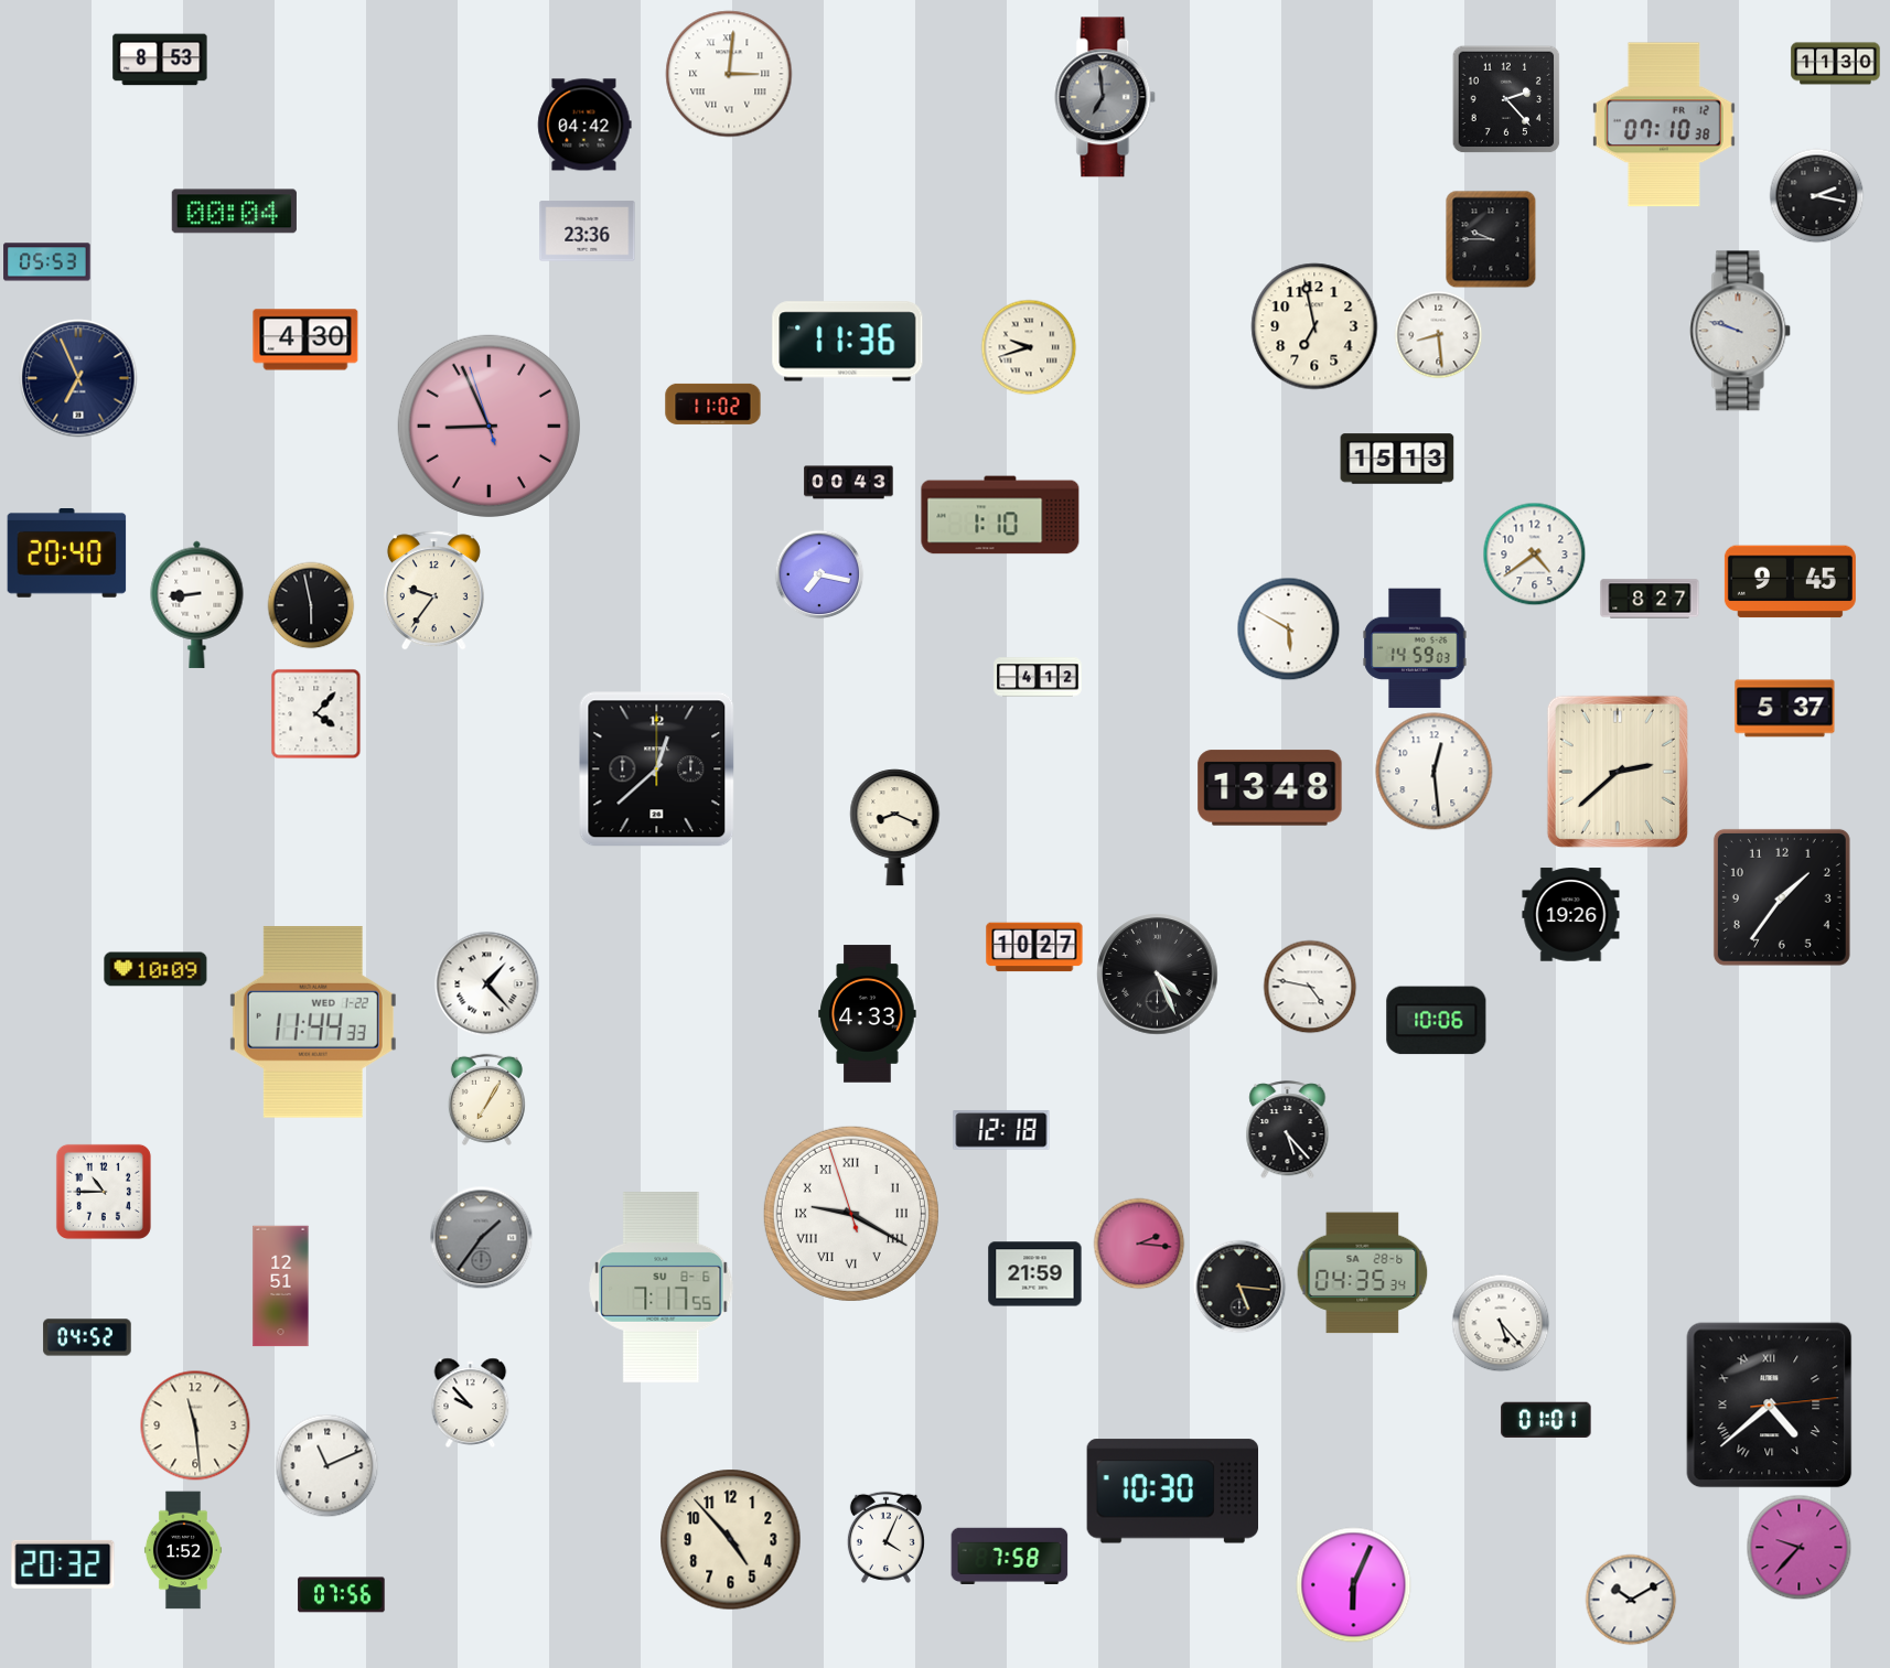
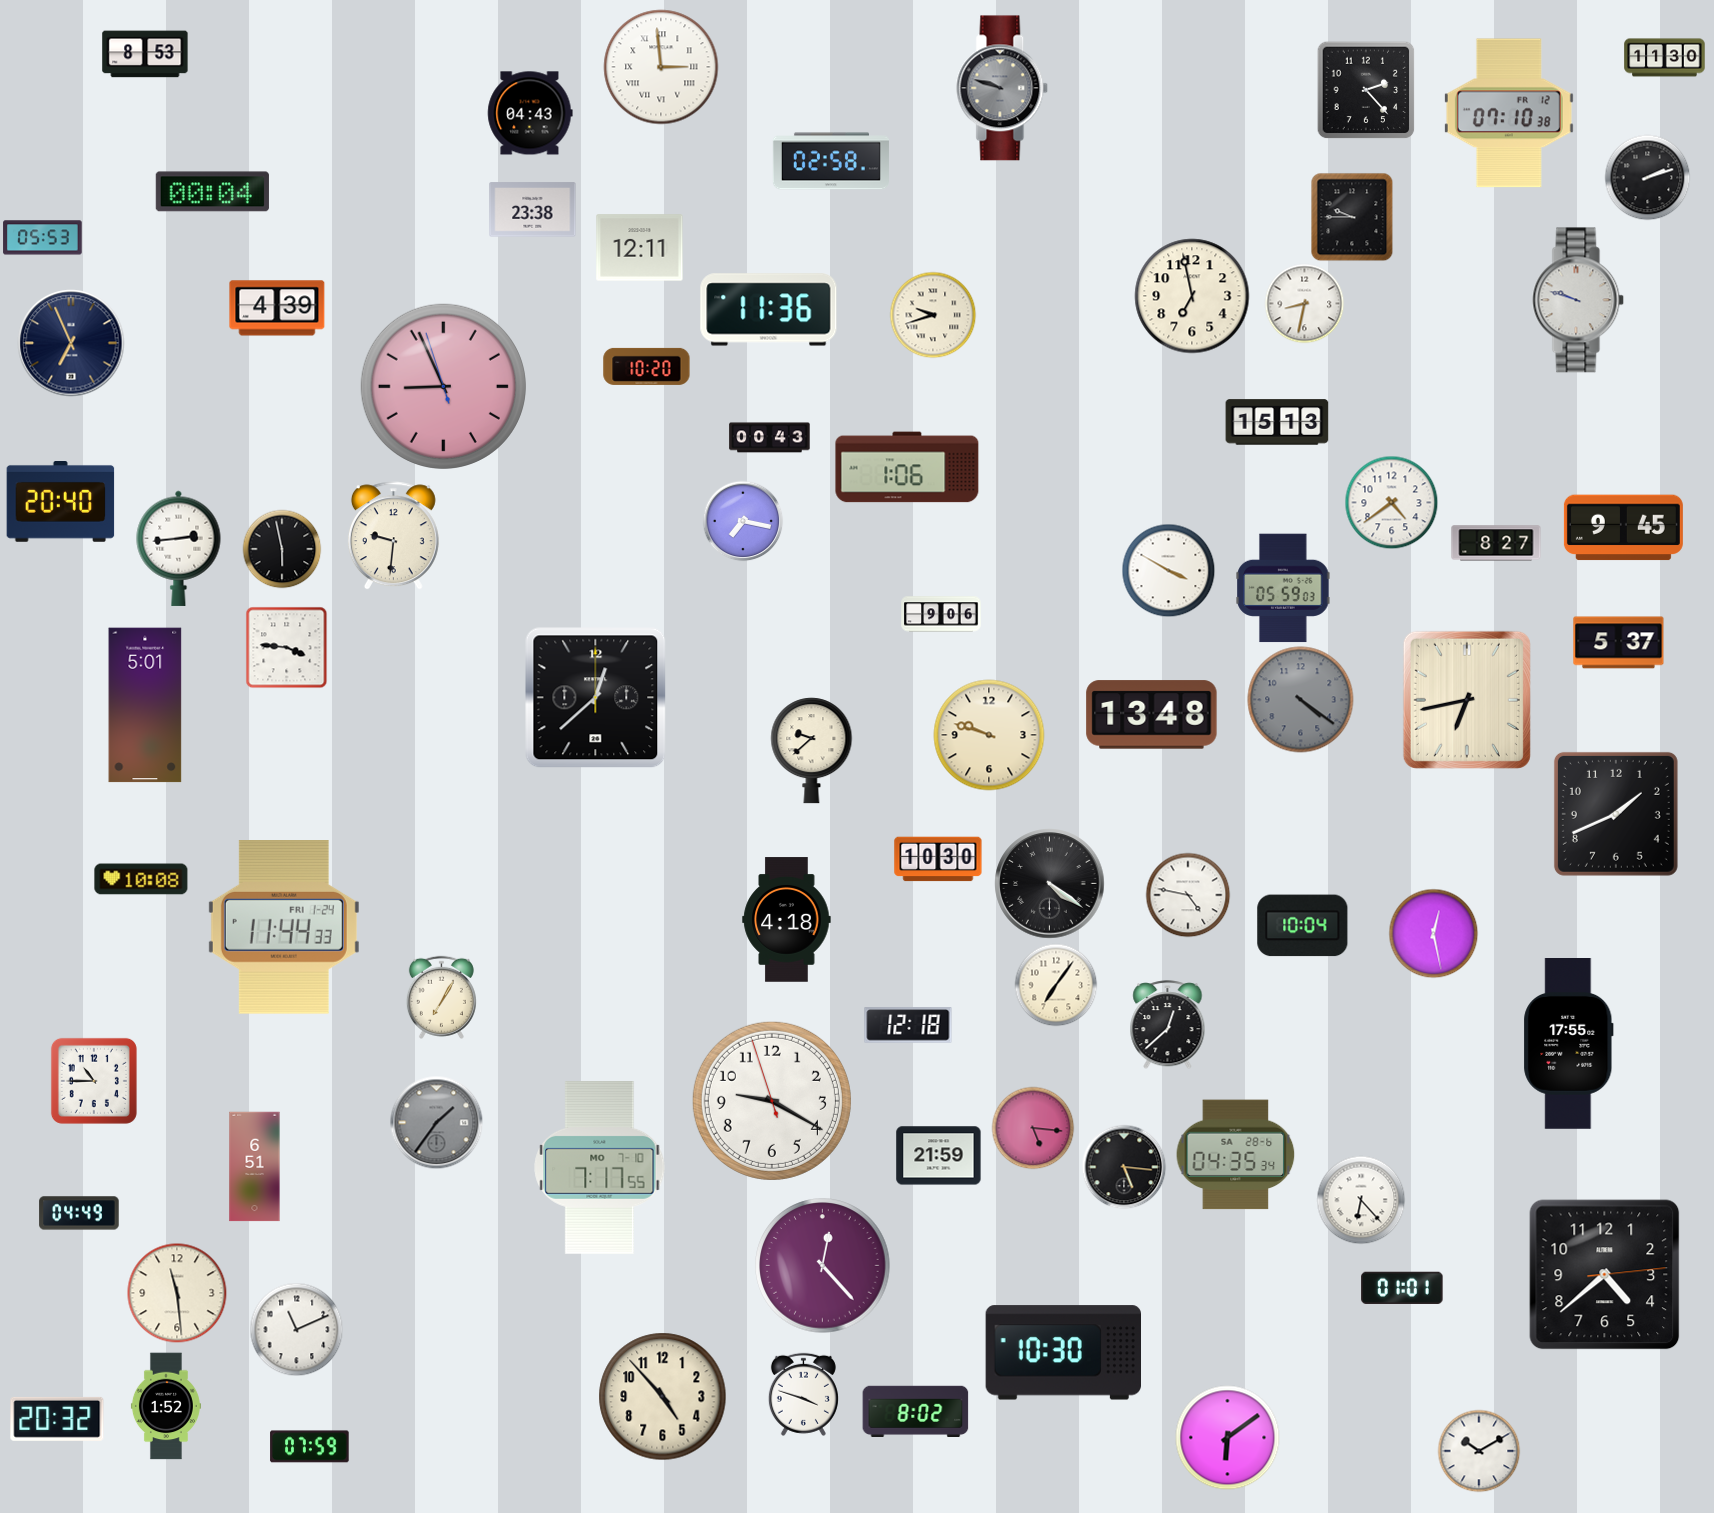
clock at (729, 74): 3:01 -> 2:59
clock at (1105, 97): 6:59 -> 9:48
clock at (584, 125): 04:42 -> 04:43
clock at (831, 161): none -> 02:58
clock at (1816, 195): 2:17 -> 2:12
clock at (588, 232): 23:36 -> 23:38
clock at (640, 248): none -> 12:11
clock at (1438, 334): 8:29 -> 8:32
clock at (305, 340): 4:30 -> 4:39
clock at (713, 403): 11:02 -> 10:20
clock at (1397, 459) position: (1397, 459) -> (1277, 422)
clock at (1000, 515): 1:10 -> 1:06
clock at (433, 591): 9:36 -> 9:31
clock at (197, 604): 8:44 -> 2:44
clock at (1288, 628): 5:50 -> 3:50
clock at (1415, 648): 14:59 -> 05:59
clock at (1038, 677): 4:12 -> 9:06
clock at (315, 713): 4:07 -> 3:46
clock at (1435, 772): 12:29 -> 4:21
clock at (1435, 772) dial: white -> grey
clock at (1618, 772): 2:38 -> 6:43
clock at (145, 705): none -> 5:01
clock at (989, 735): none -> 9:48
clock at (895, 828): 8:19 -> 9:38
clock at (1782, 897): 1:36 -> 1:41
clock at (1571, 915): 19:26 -> none
clock at (1034, 947): 10:27 -> 10:30
clock at (155, 969): 10:09 -> 10:08
clock at (1158, 975): 4:26 -> 4:21
clock at (486, 983): 1:23 -> none
clock at (868, 1014): 4:33 -> 4:18
clock at (1437, 1021): 10:06 -> 10:04
clock at (313, 1023) date: WED 1-22 -> FRI 1-24
clock at (1433, 933): none -> 12:28
clock at (1056, 985): none -> 7:06
clock at (1288, 1130): 5:23 -> 12:38
clock at (1569, 1044): none -> 17:55
clock at (851, 1214) numerals: Roman -> Arabic
clock at (1139, 1244): 2:16 -> 5:16
clock at (281, 1287): 12:51 -> 6:51
clock at (662, 1288) date: SU 8-6 -> MO 7-10
clock at (1501, 1323): 5:23 -> 6:23
clock at (87, 1337): 04:52 -> 04:49
clock at (823, 1266): none -> 12:23
clock at (471, 1402): 9:53 -> none
clock at (1770, 1406) numerals: Roman -> Arabic
clock at (885, 1537): 4:04 -> 3:48
clock at (1798, 1547): 9:37 -> none
clock at (1010, 1556): 7:58 -> 8:02
clock at (1354, 1585): 6:04 -> 6:09
clock at (342, 1595): 07:56 -> 07:59
